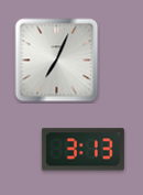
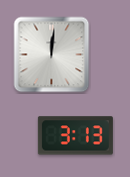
clock at (57, 61): 7:04 -> 12:01
